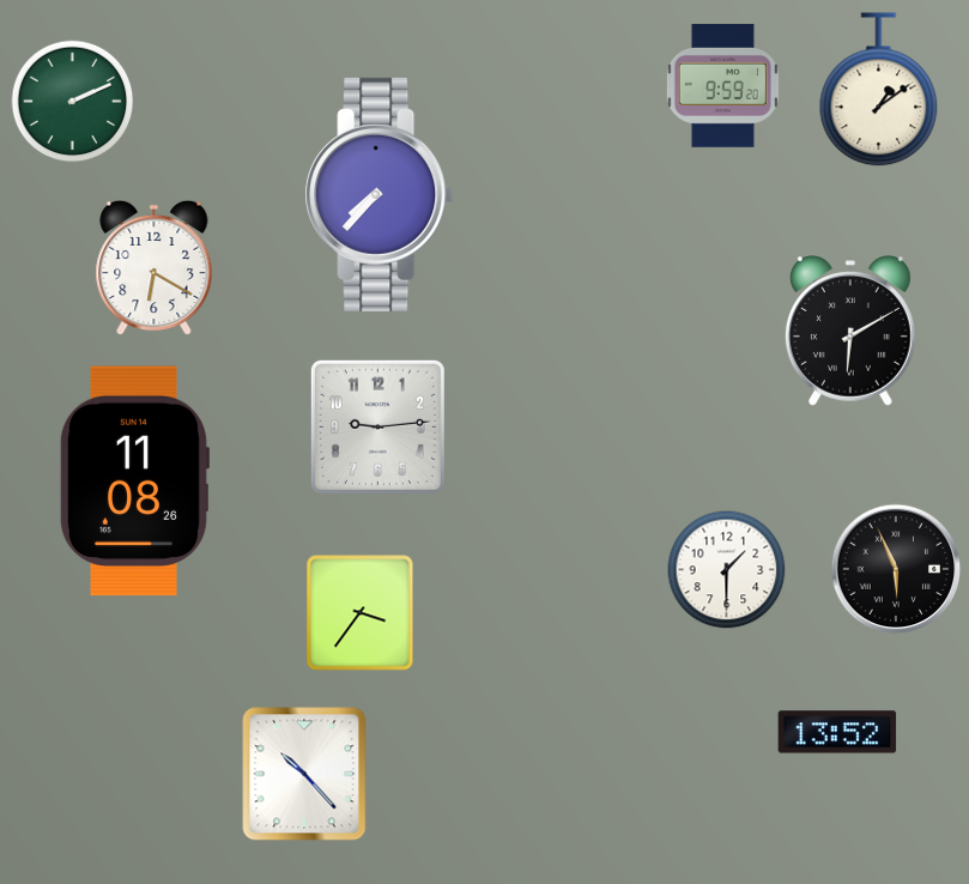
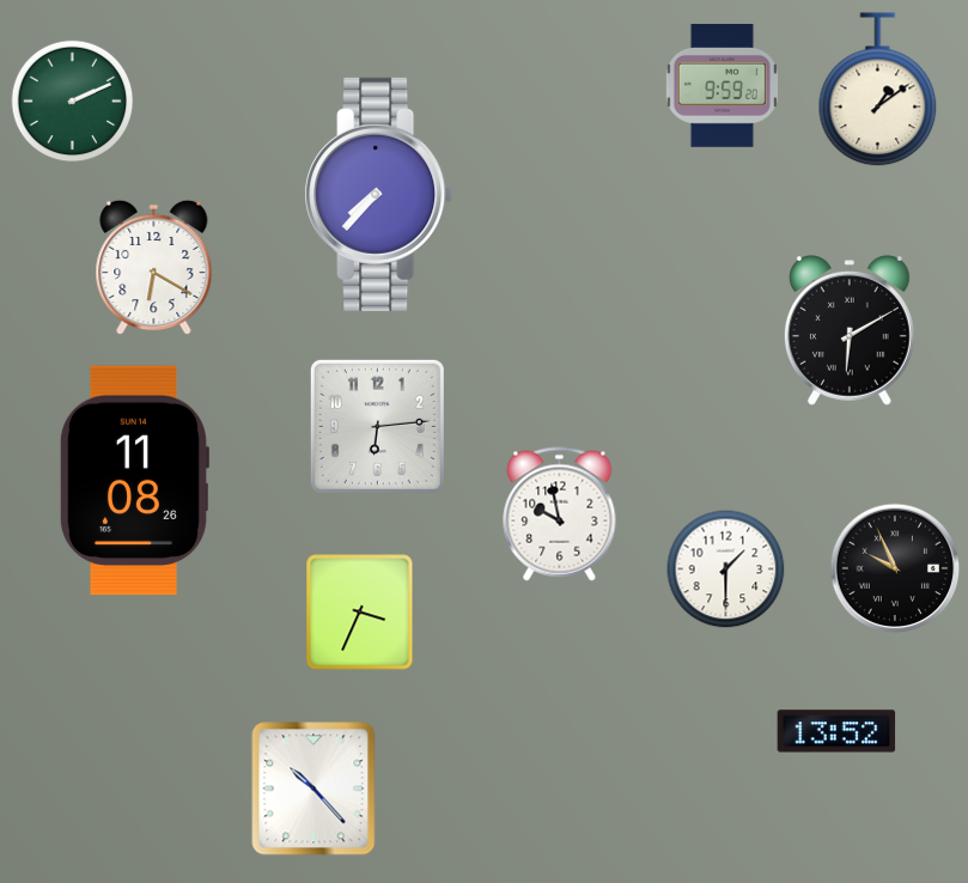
clock at (377, 426): 9:14 -> 6:14
clock at (560, 514): none -> 9:58
clock at (896, 569): 5:56 -> 9:56
clock at (361, 613): 3:36 -> 3:34
clock at (304, 774) position: (304, 774) -> (313, 788)
